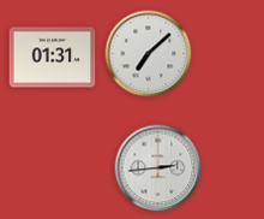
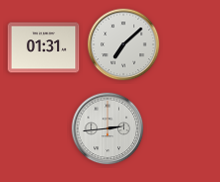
clock at (158, 168) position: (158, 168) -> (108, 129)
